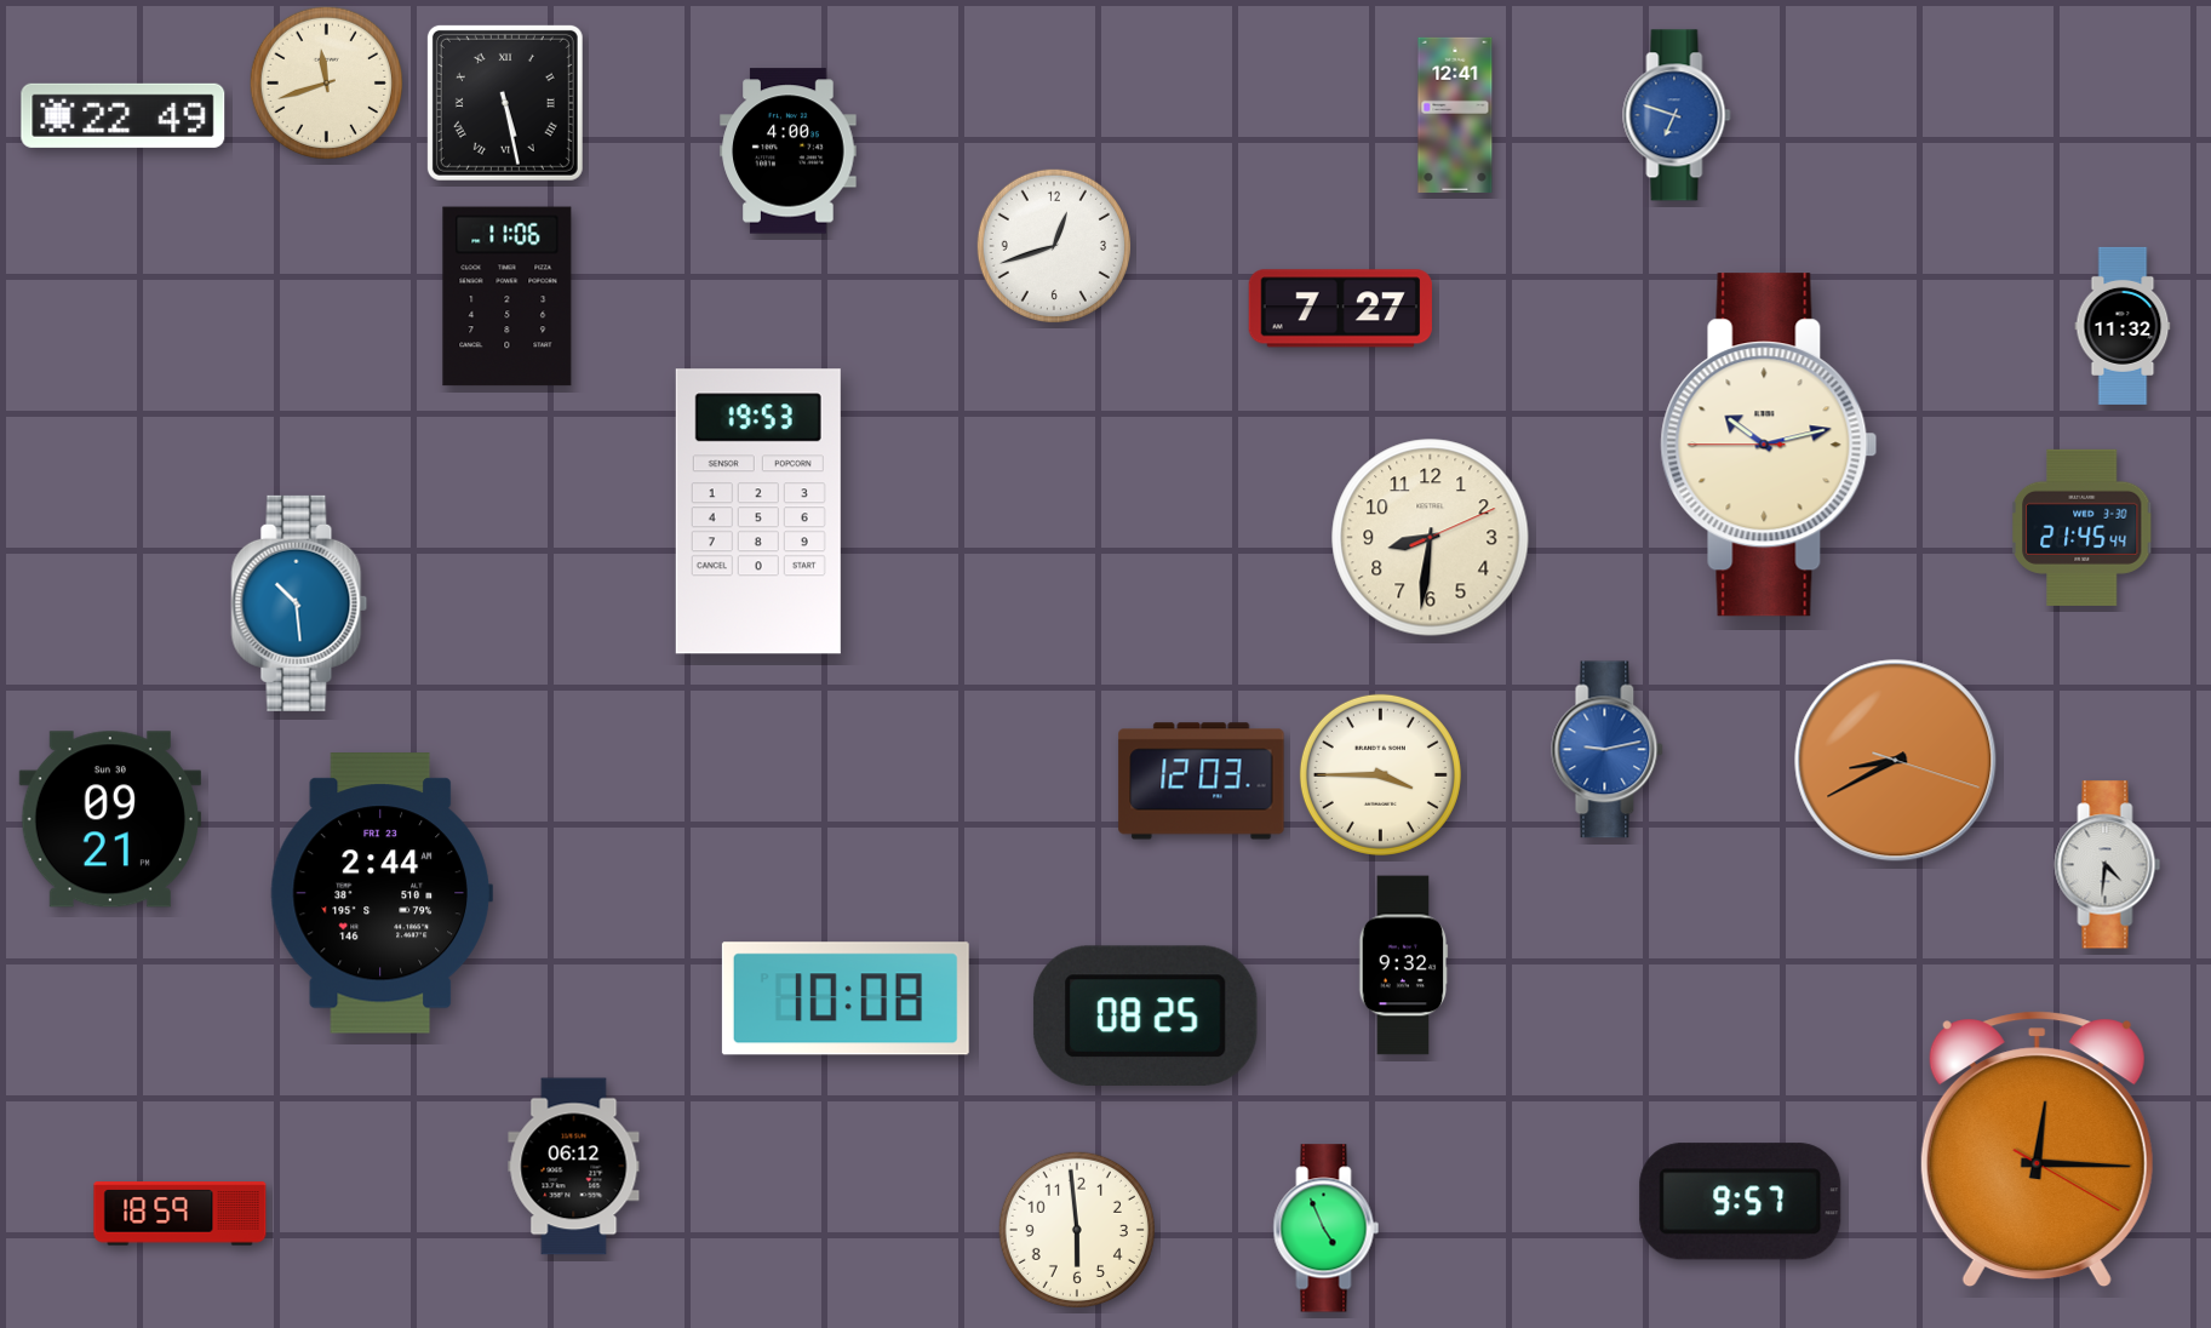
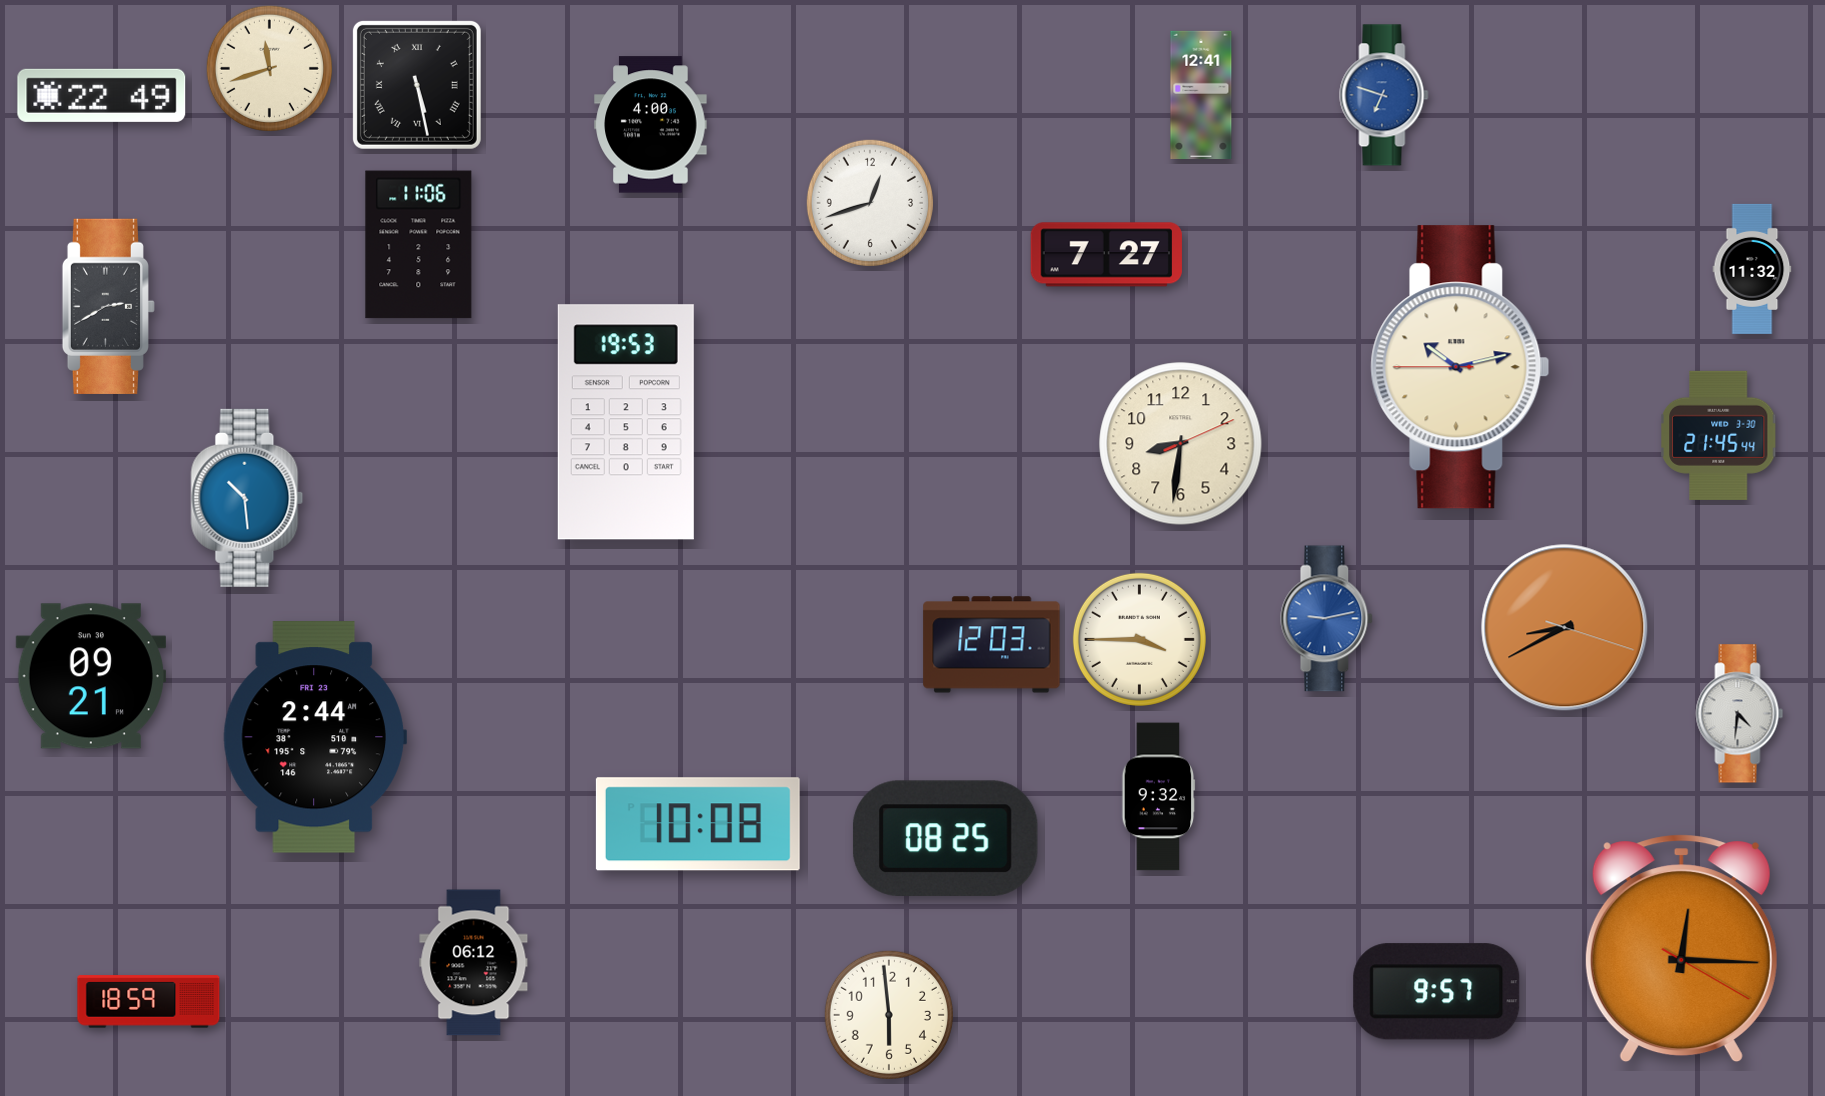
clock at (108, 306): none -> 2:40
clock at (1327, 1229): 4:56 -> none
